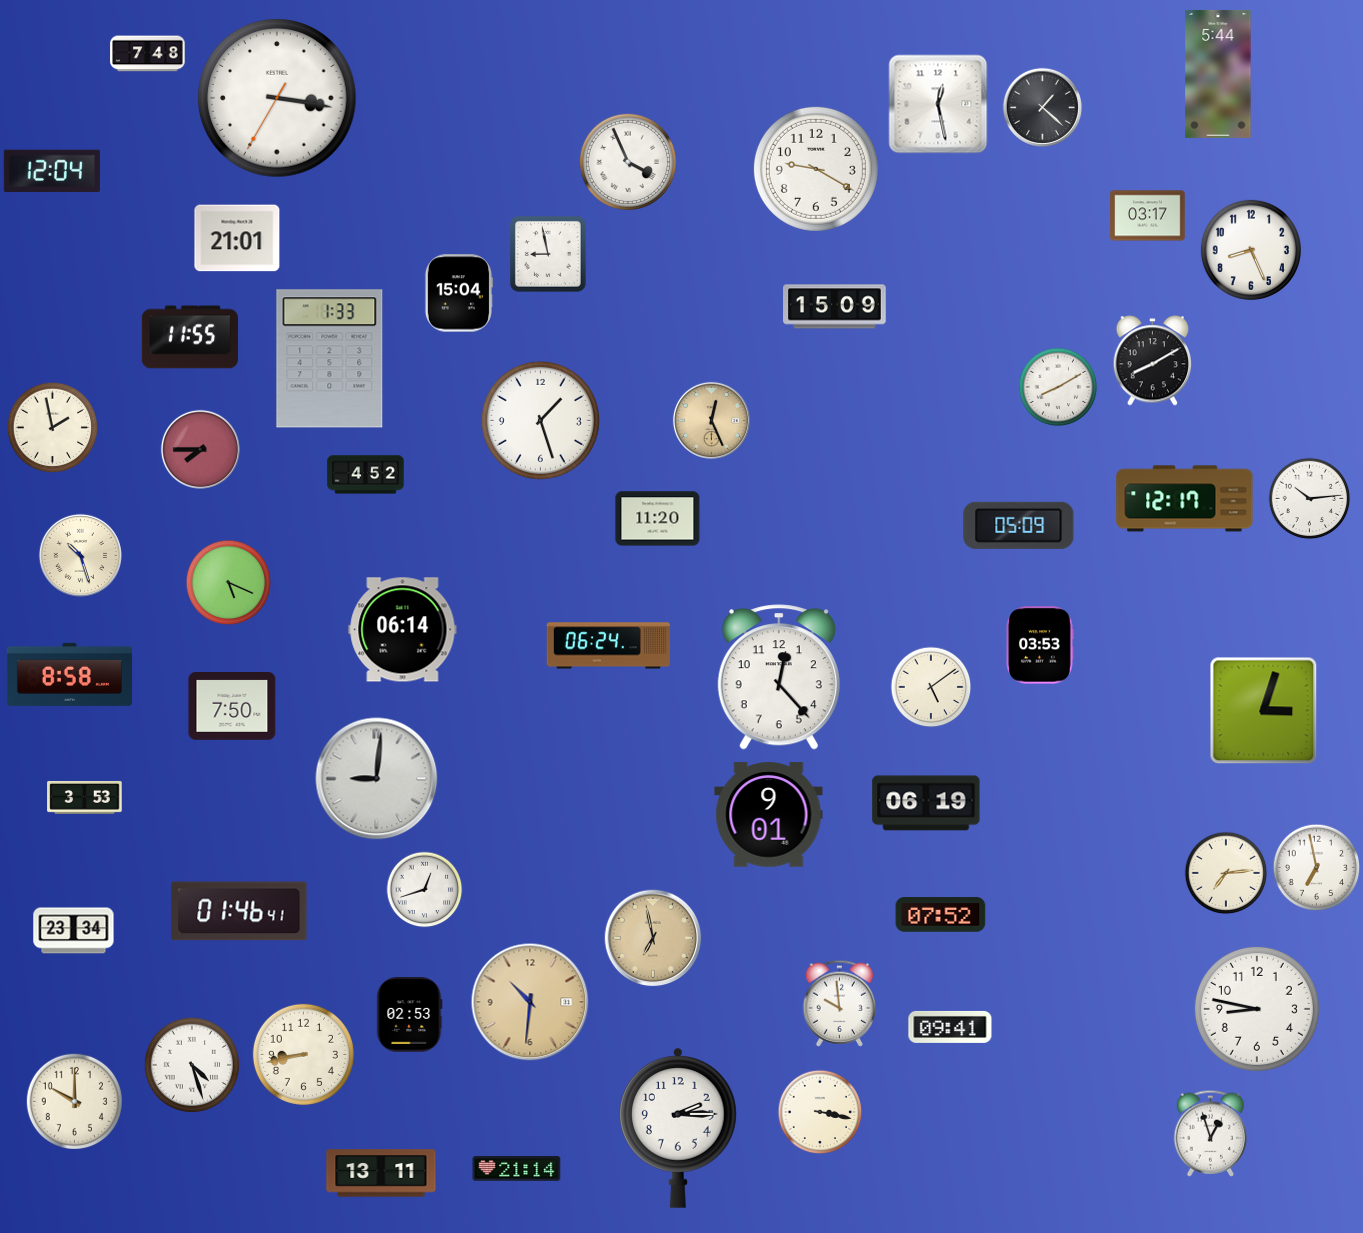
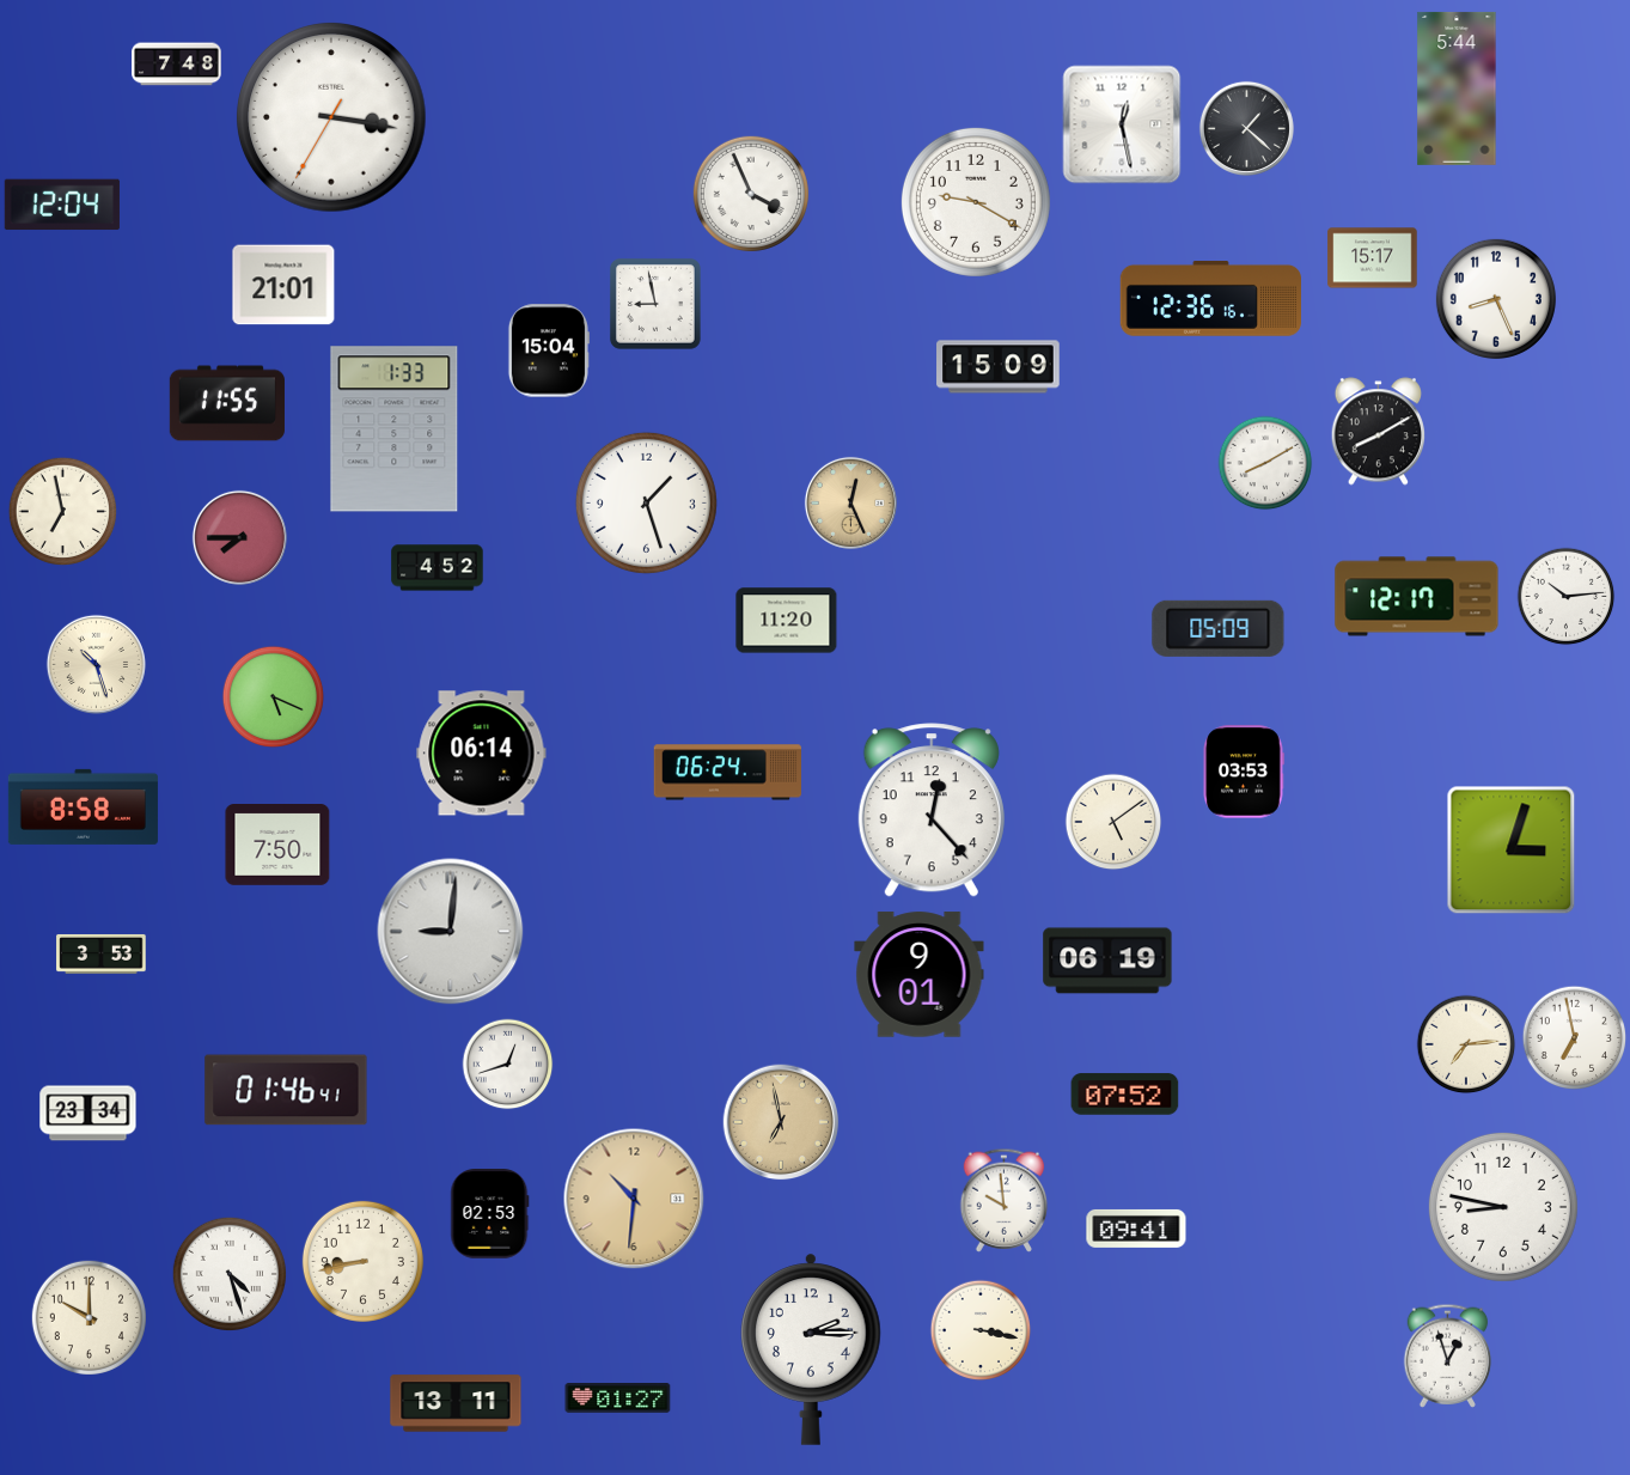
clock at (1148, 216): 03:17 -> 15:17
clock at (1210, 299): none -> 12:36
clock at (52, 427): 1:58 -> 6:58
clock at (517, 1169): 21:14 -> 01:27
